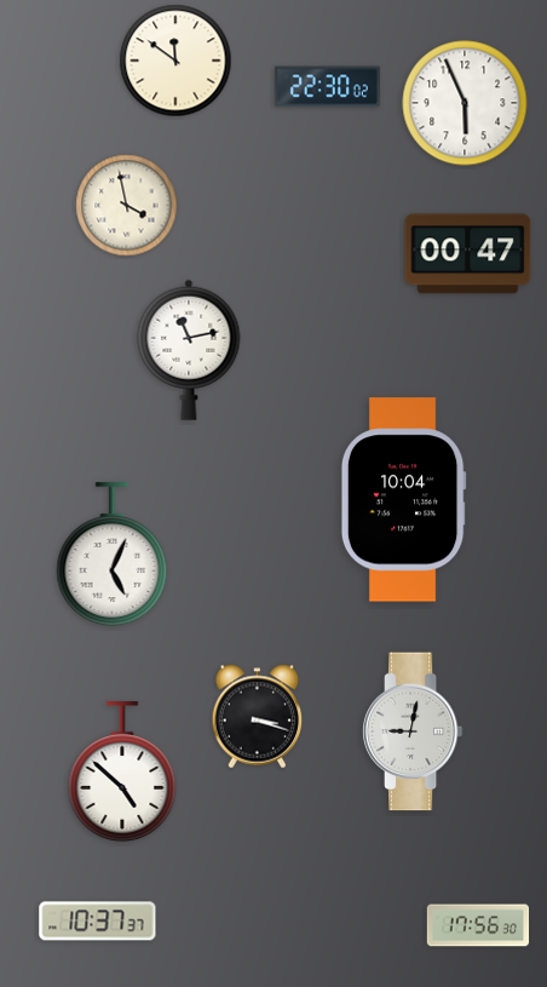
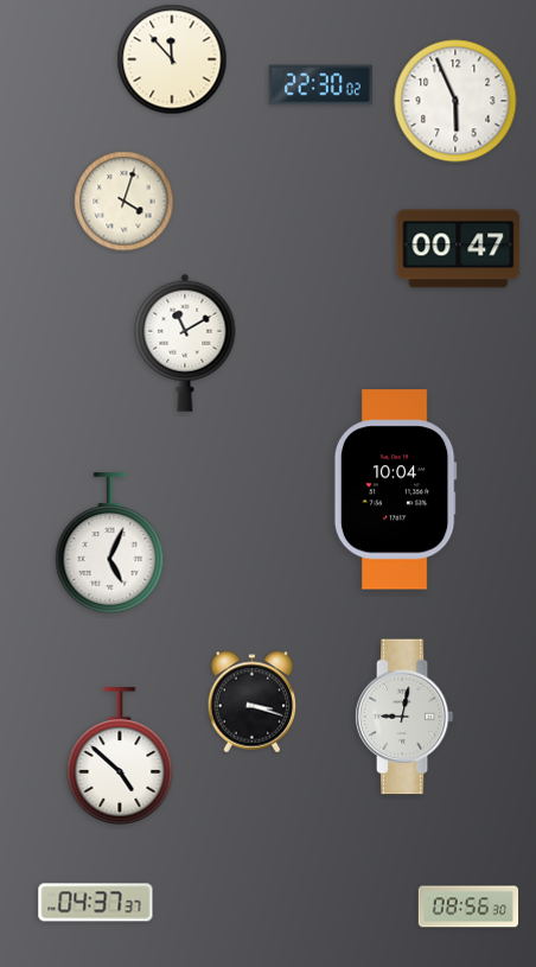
clock at (175, 61): 11:51 -> 11:53
clock at (127, 206): 3:58 -> 4:03
clock at (189, 350): 11:13 -> 11:10
clock at (98, 922): 10:37 -> 04:37
clock at (478, 925): 17:56 -> 08:56
